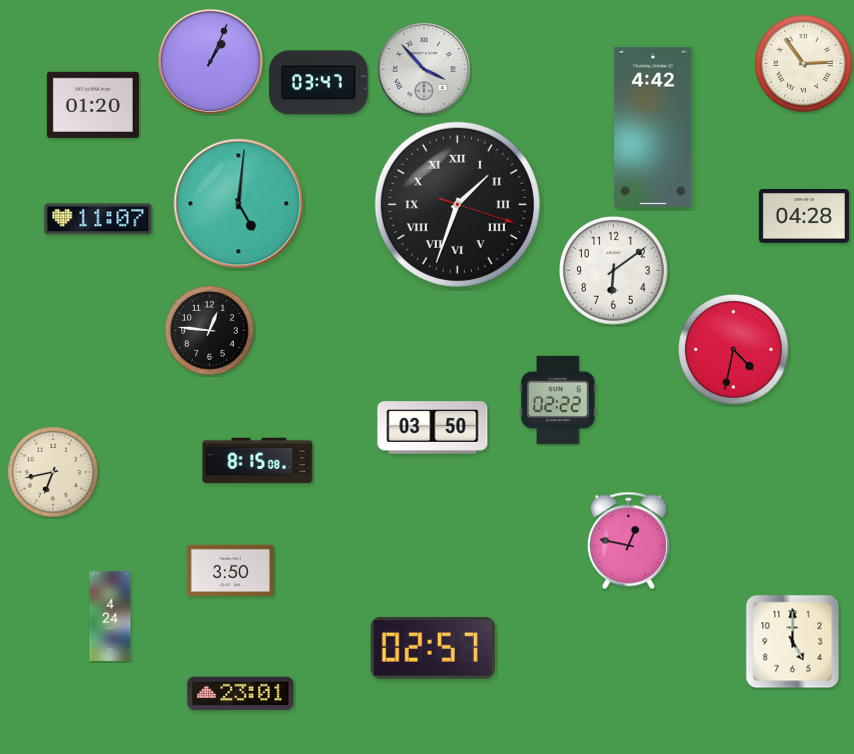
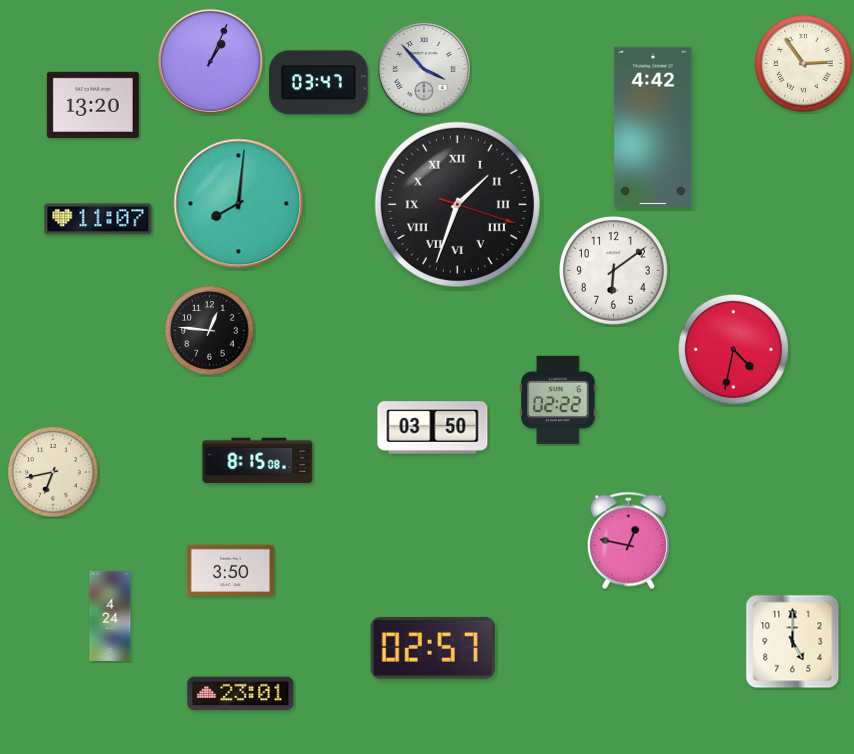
clock at (93, 105): 01:20 -> 13:20
clock at (239, 204): 5:01 -> 8:01
clock at (804, 217): 04:28 -> none
